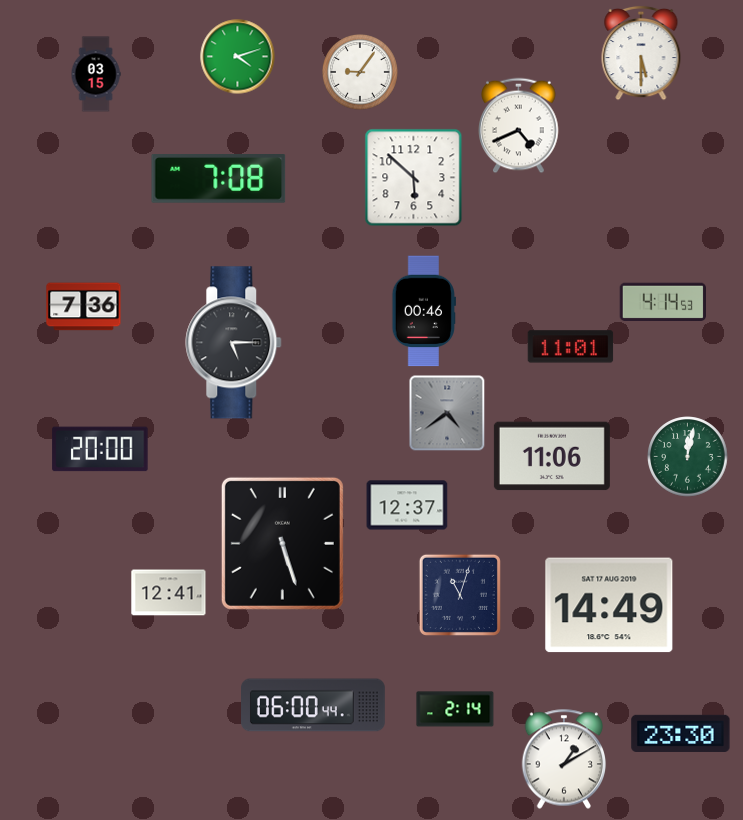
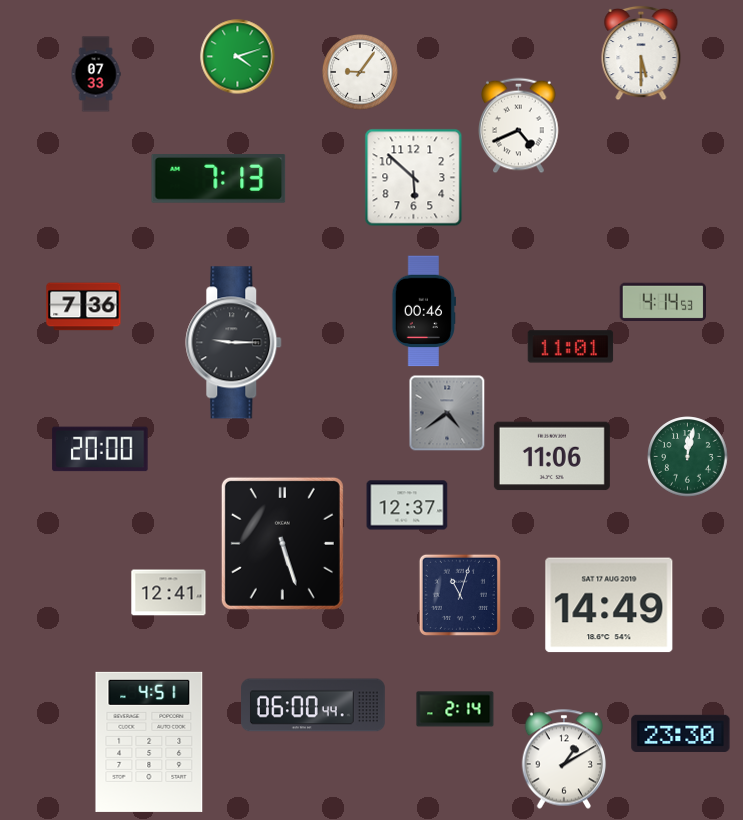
clock at (96, 74): 03:15 -> 07:33
clock at (219, 179): 7:08 -> 7:13
clock at (234, 343): 5:15 -> 9:15
clock at (149, 742): none -> 4:51
